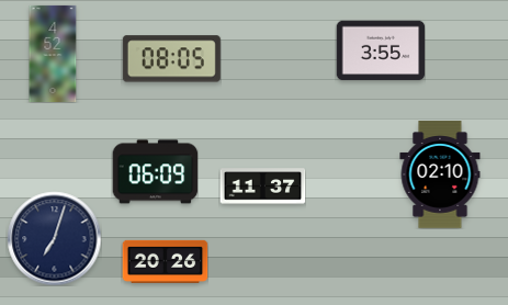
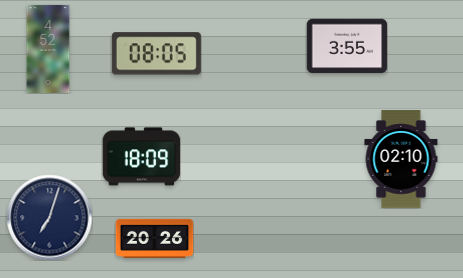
clock at (155, 172): 06:09 -> 18:09
clock at (262, 187): 11:37 -> none
clock at (165, 261) position: (165, 261) -> (154, 238)
